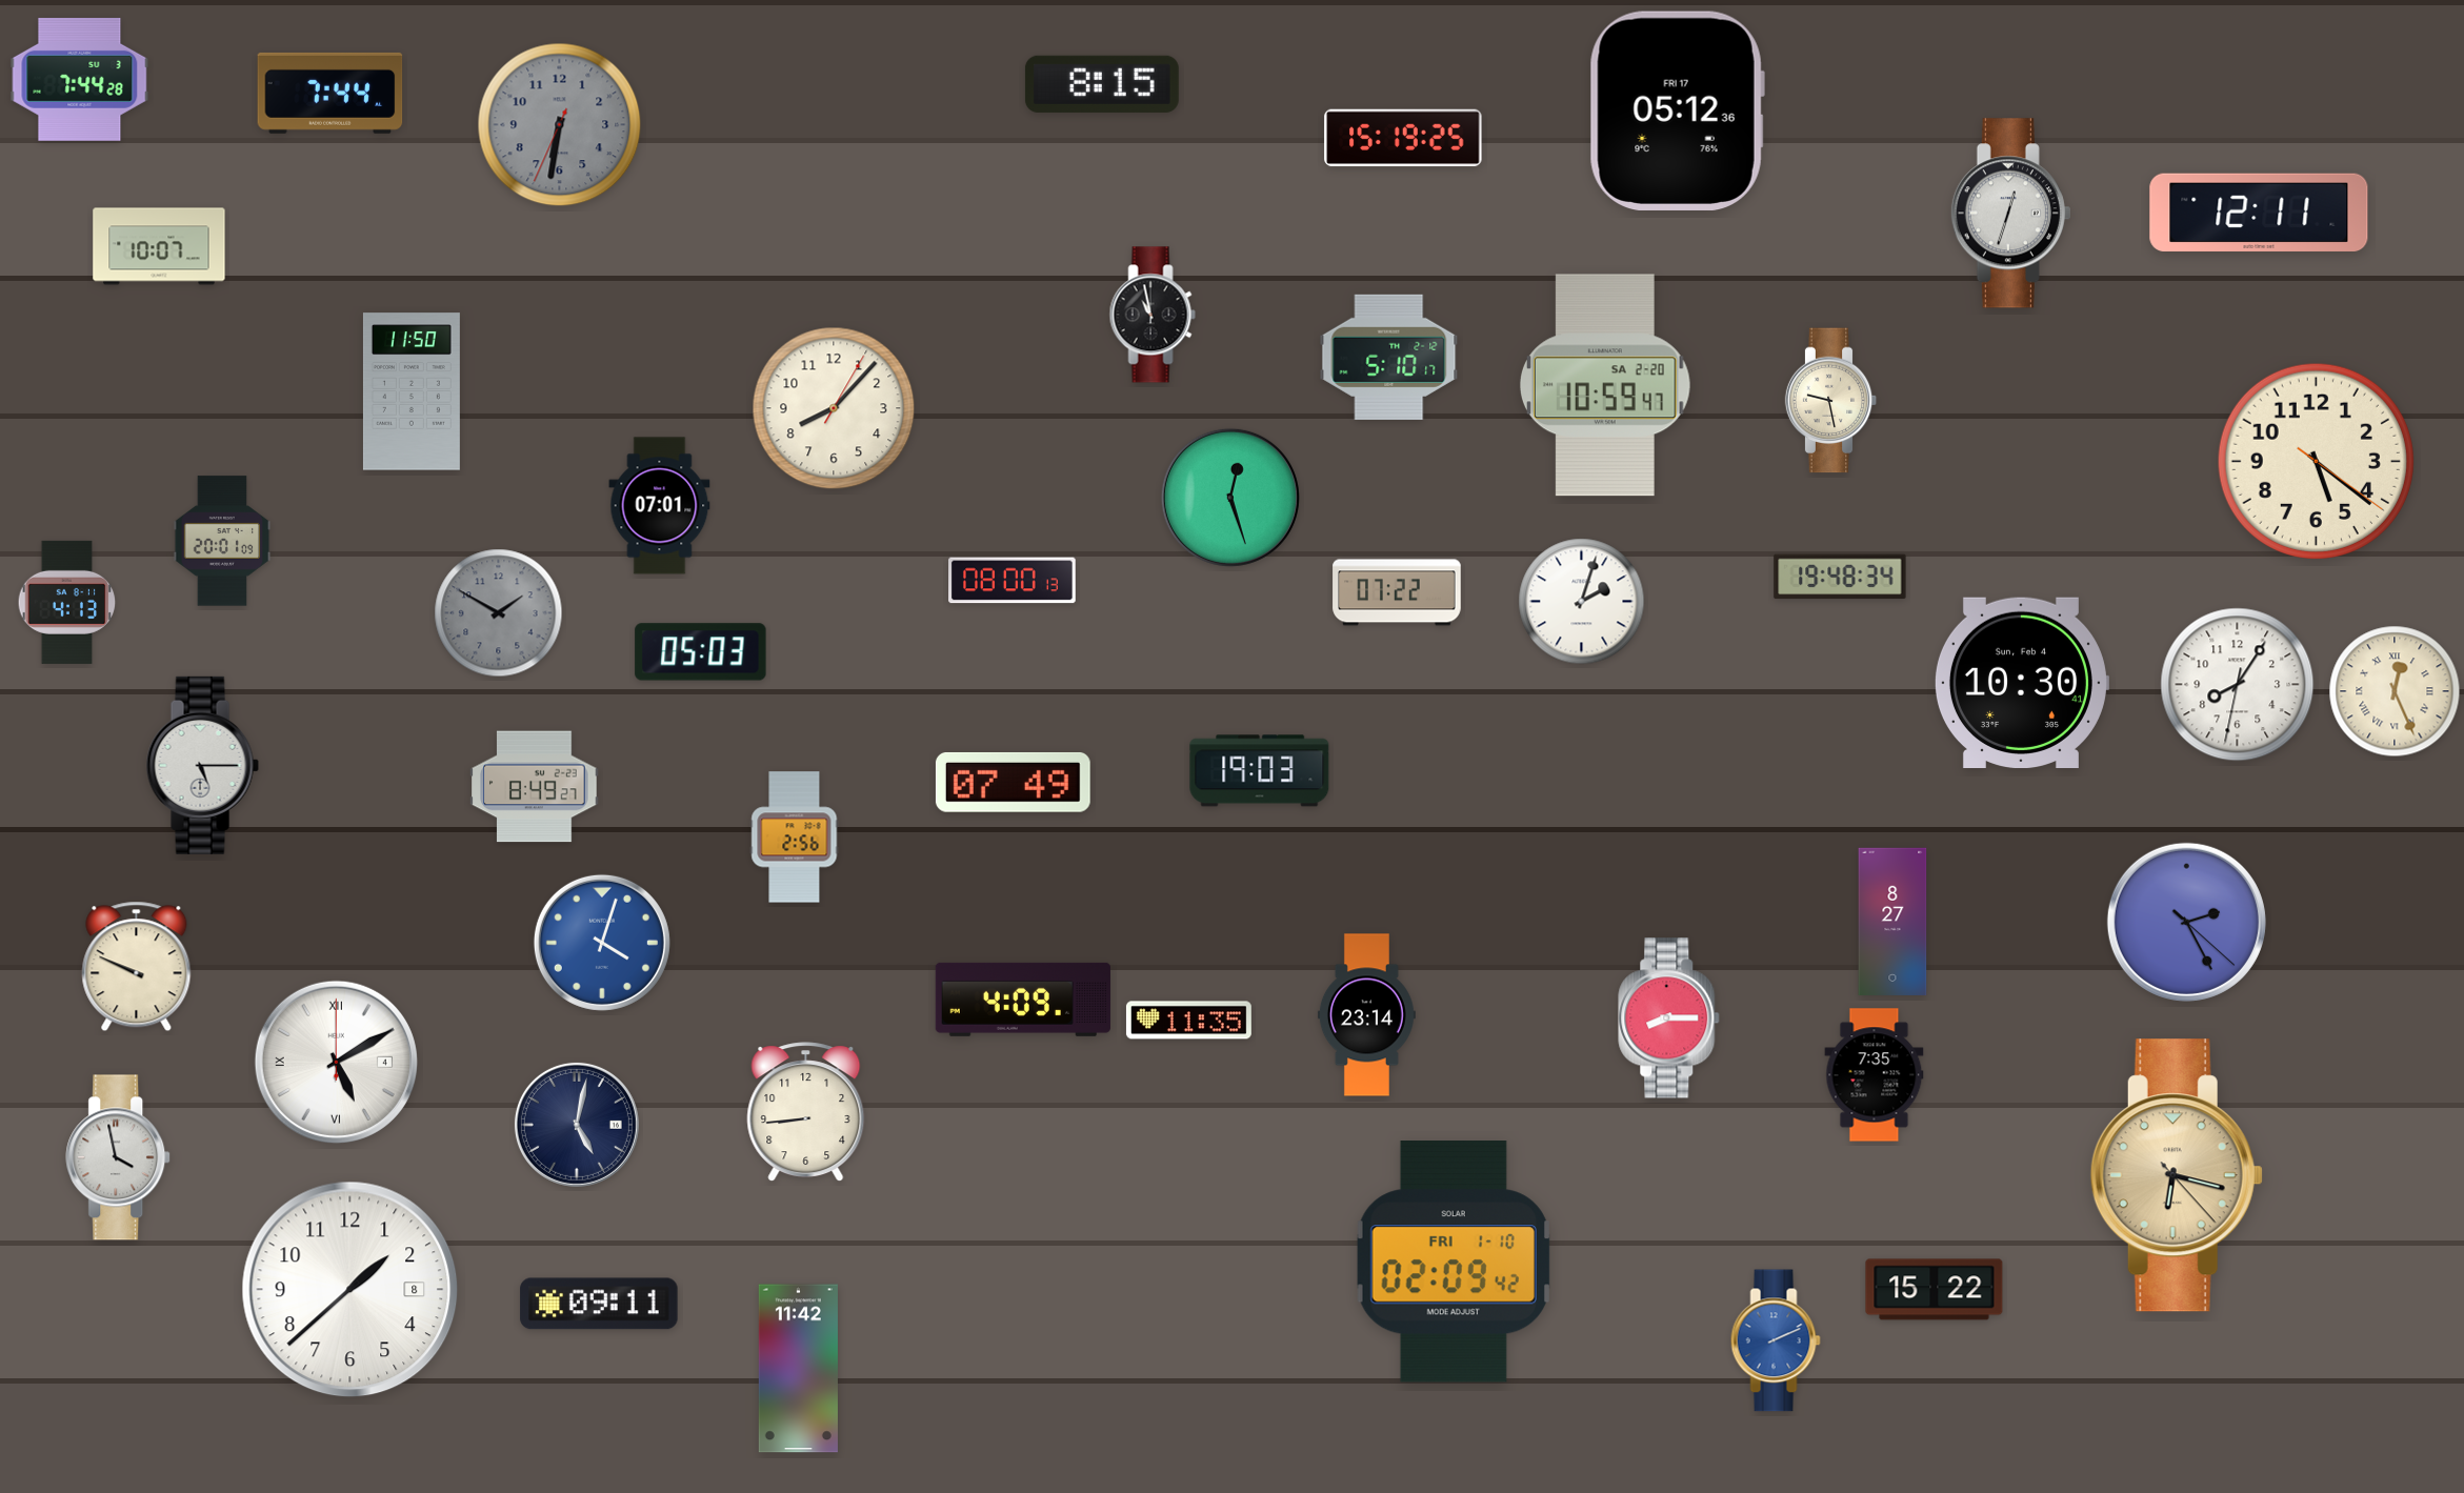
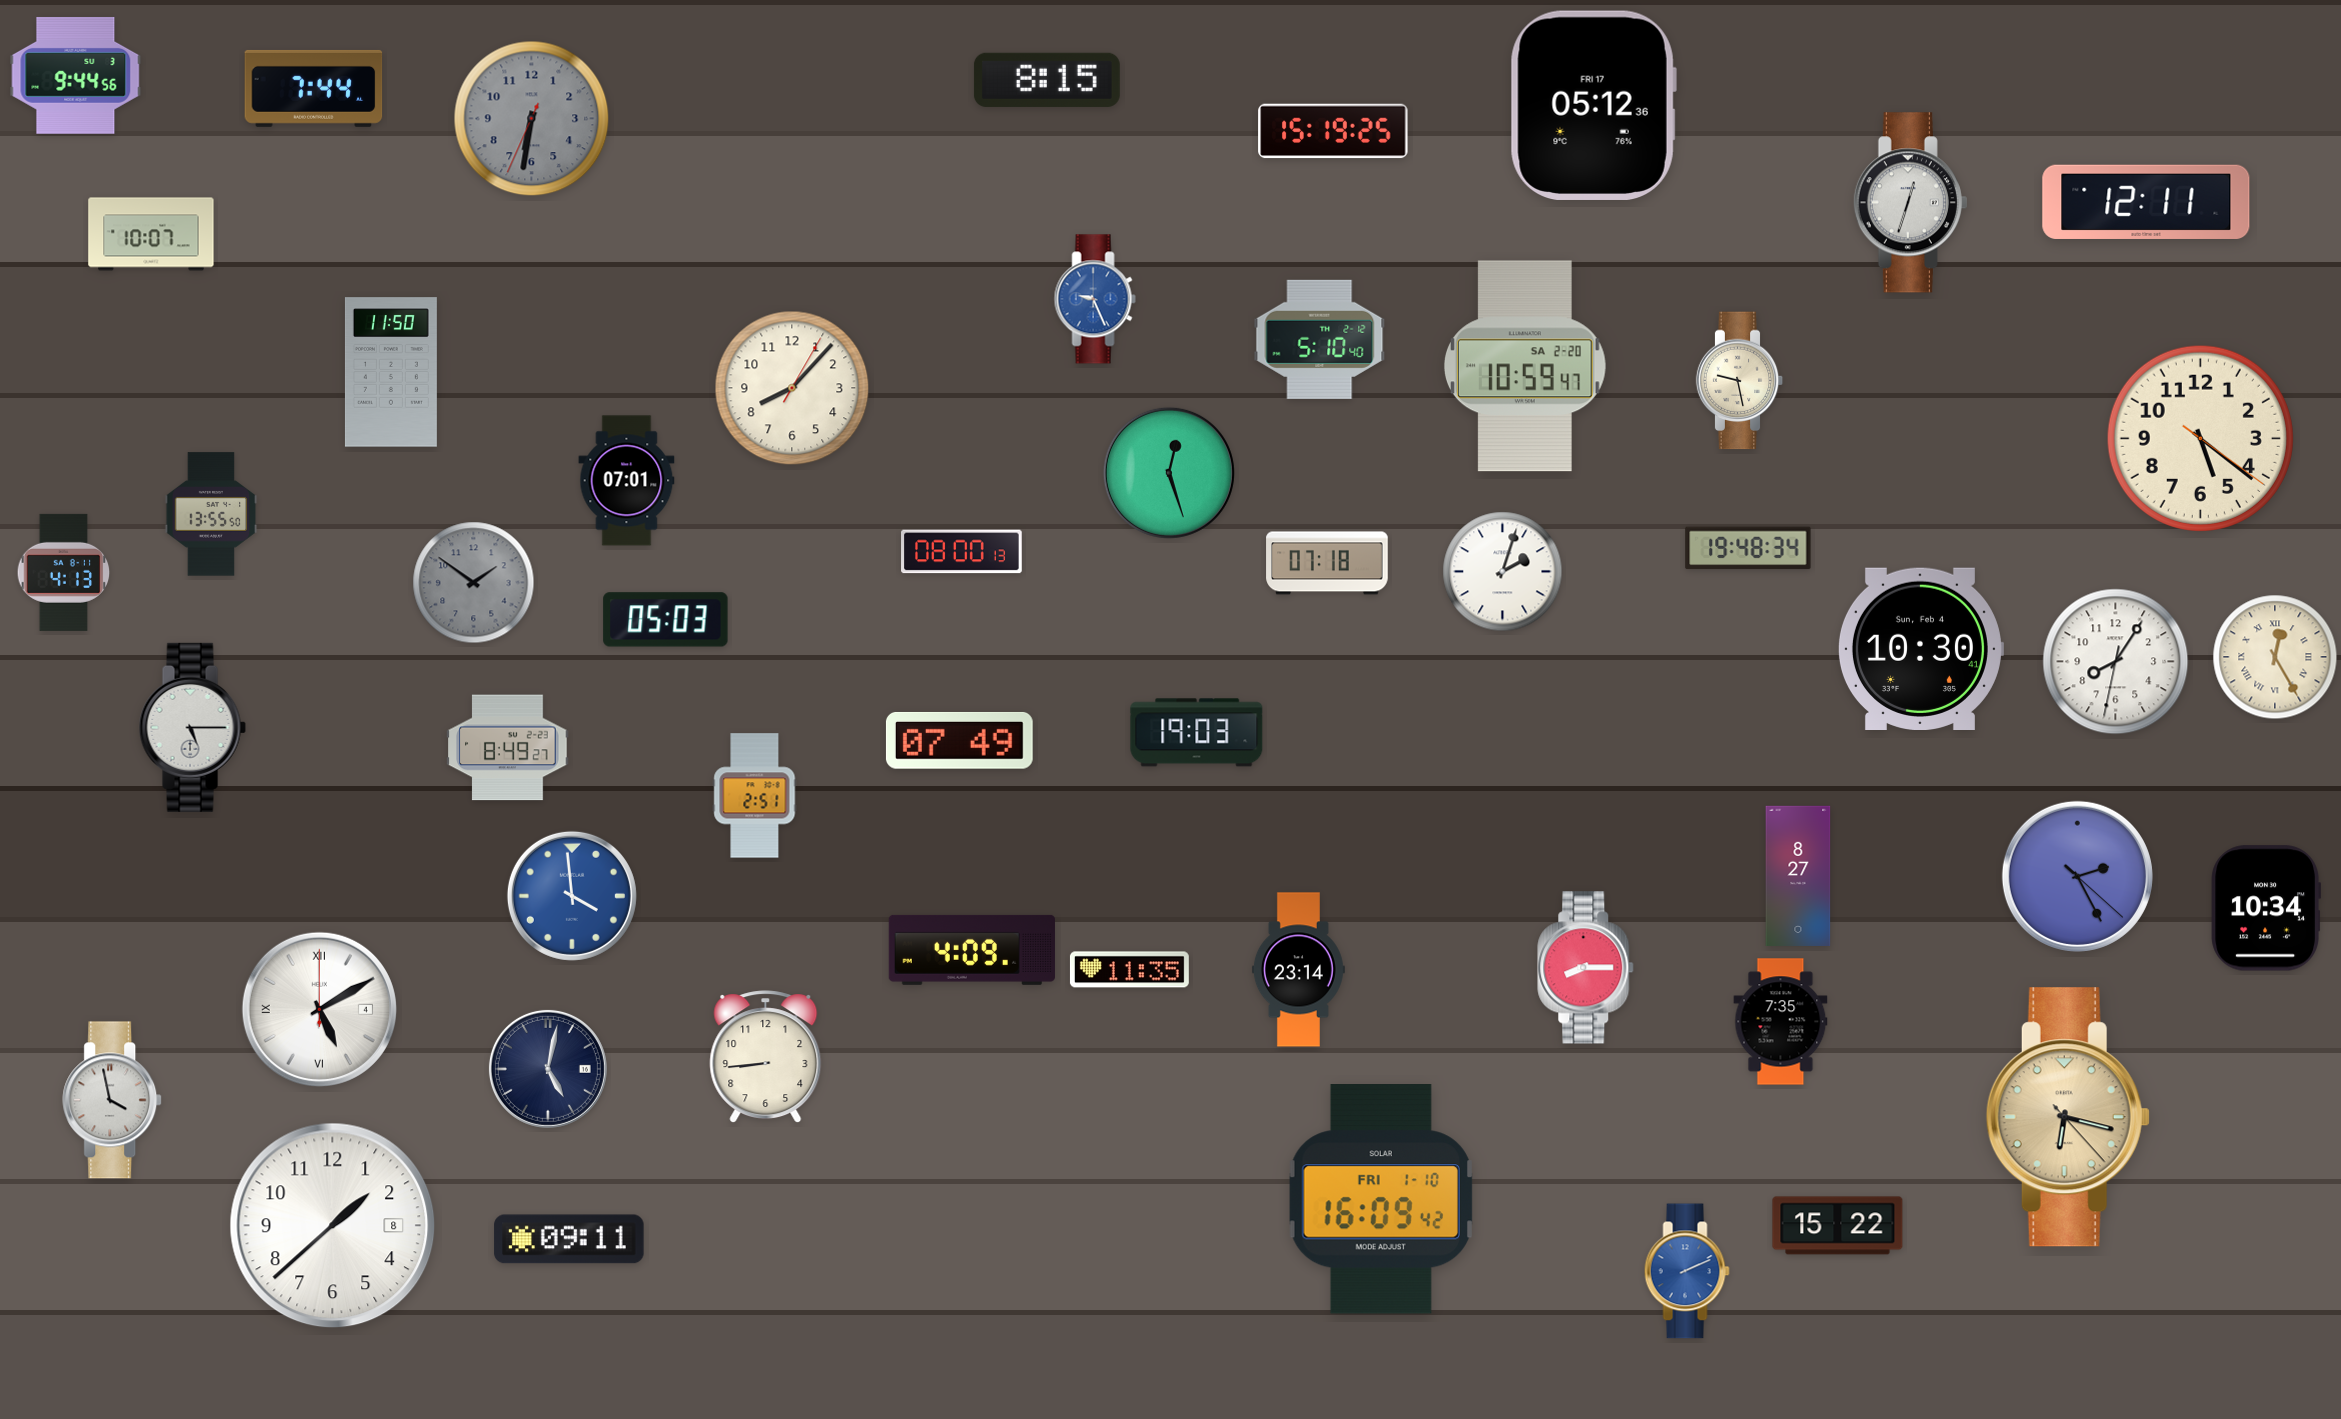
clock at (80, 79): 7:44 -> 9:44
clock at (1153, 315): 10:58 -> 9:26
clock at (1153, 315) dial: black -> blue
clock at (1389, 357): 5:10:17 -> 5:10:40
clock at (222, 541): 20:01 -> 13:55
clock at (1397, 592): 07:22 -> 07:18
clock at (499, 613): 1:50 -> 1:51
clock at (2238, 685) position: (2238, 685) -> (2116, 662)
clock at (2395, 691): 12:26 -> 12:25
clock at (1013, 782) position: (1013, 782) -> (959, 740)
clock at (795, 838): 2:56 -> 2:51
clock at (602, 943): 4:03 -> 3:59
clock at (2265, 908): none -> 10:34
clock at (137, 967): 9:49 -> none
clock at (1366, 1015) position: (1366, 1015) -> (1298, 970)
clock at (1454, 1262): 02:09 -> 16:09
clock at (1776, 1340) position: (1776, 1340) -> (1687, 1271)
clock at (798, 1369): 11:42 -> none
